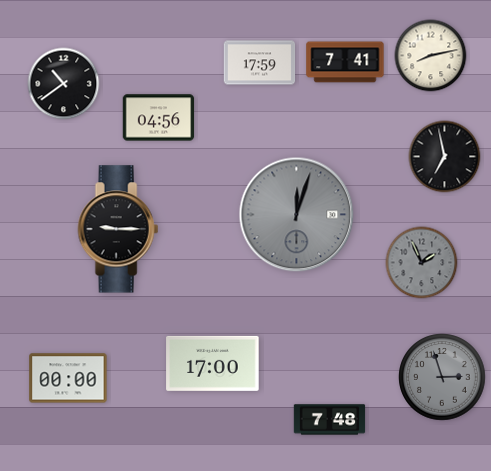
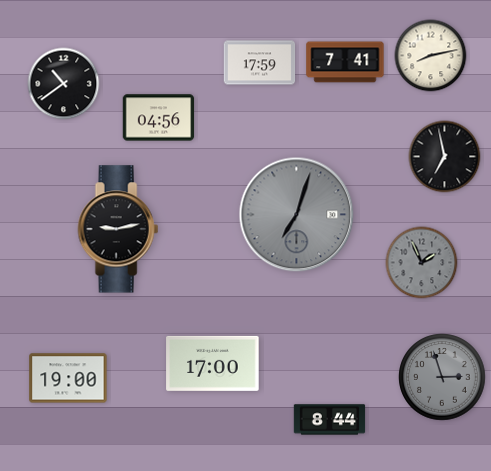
clock at (297, 215): 12:03 -> 7:03
clock at (118, 229): 9:15 -> 9:13
clock at (68, 378): 00:00 -> 19:00
clock at (330, 420): 7:48 -> 8:44
